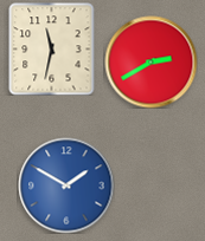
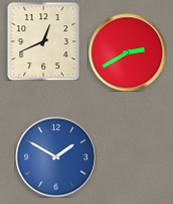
clock at (52, 48): 11:32 -> 12:41
